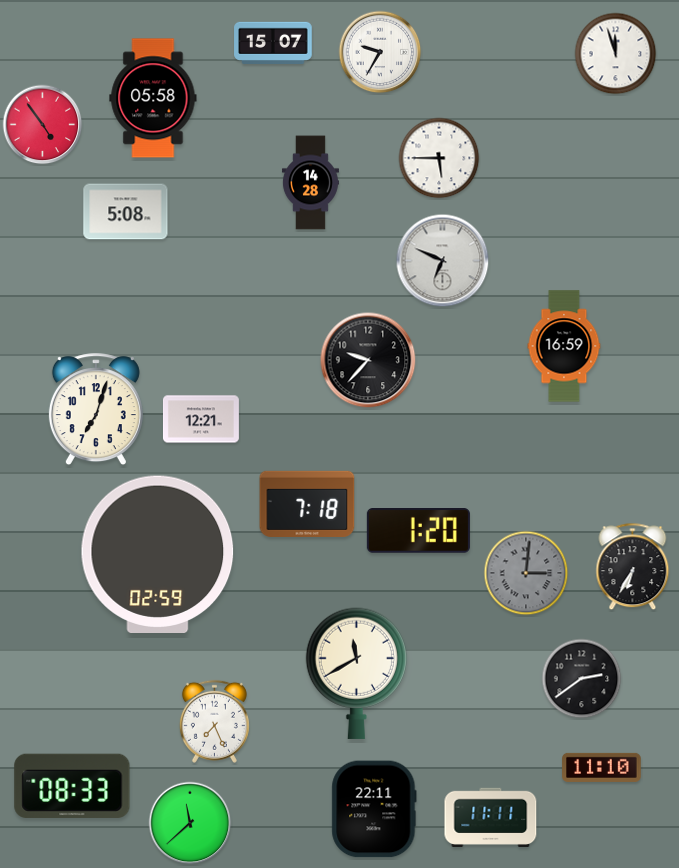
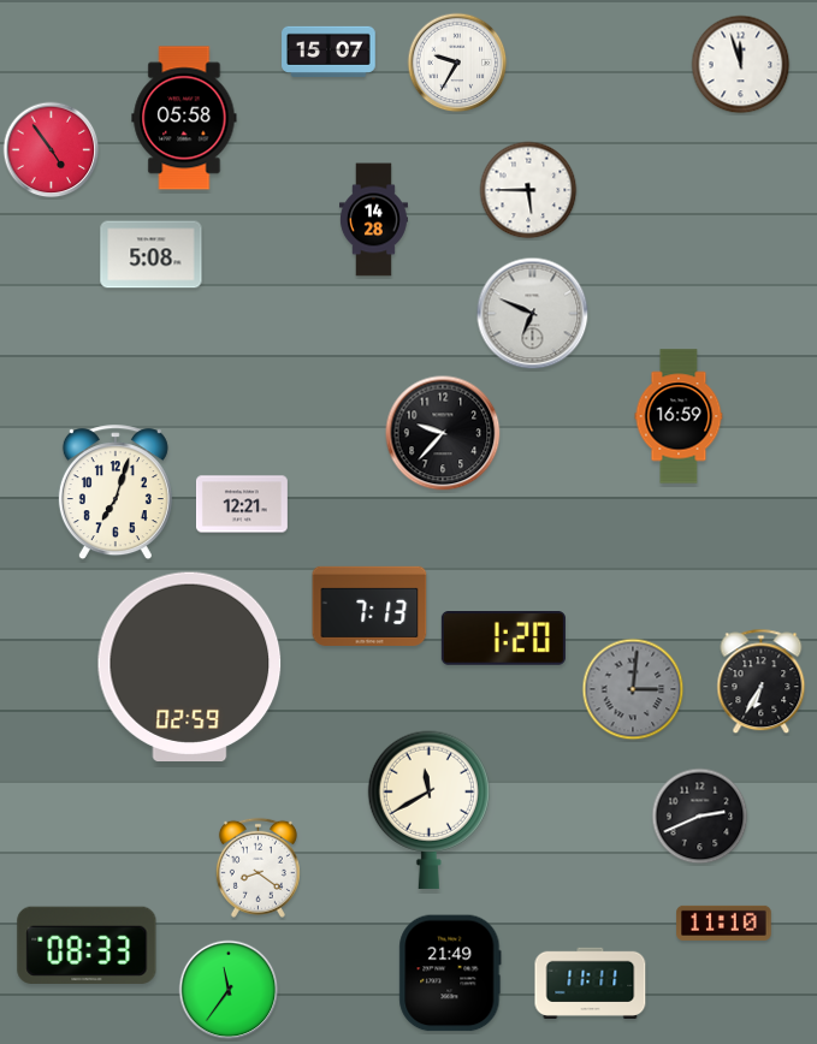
clock at (307, 504): 7:18 -> 7:13
clock at (582, 679): 2:39 -> 2:41
clock at (214, 721): 7:26 -> 8:21
clock at (374, 809): 22:11 -> 21:49
clock at (190, 823): 11:38 -> 11:36
